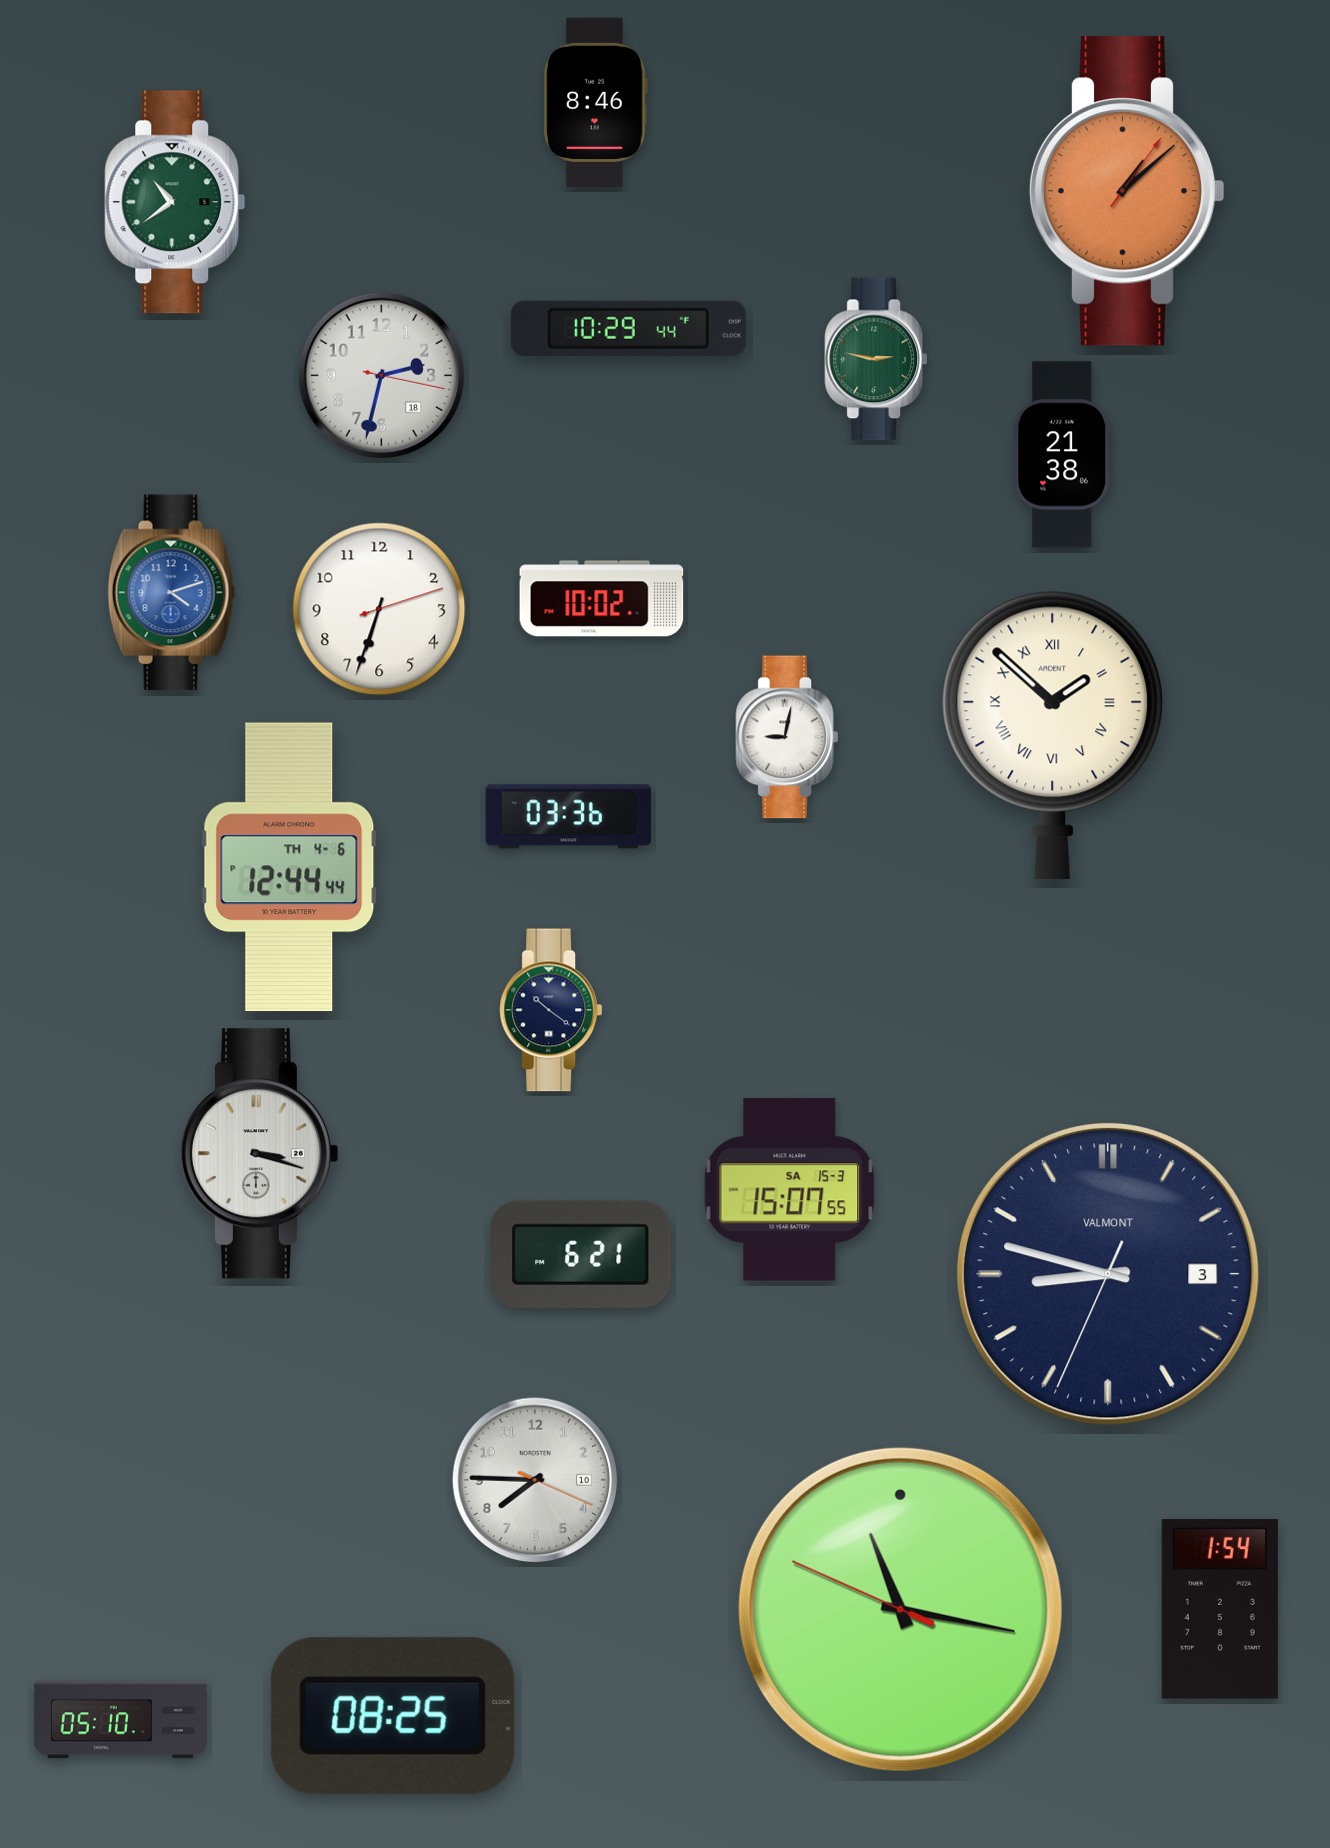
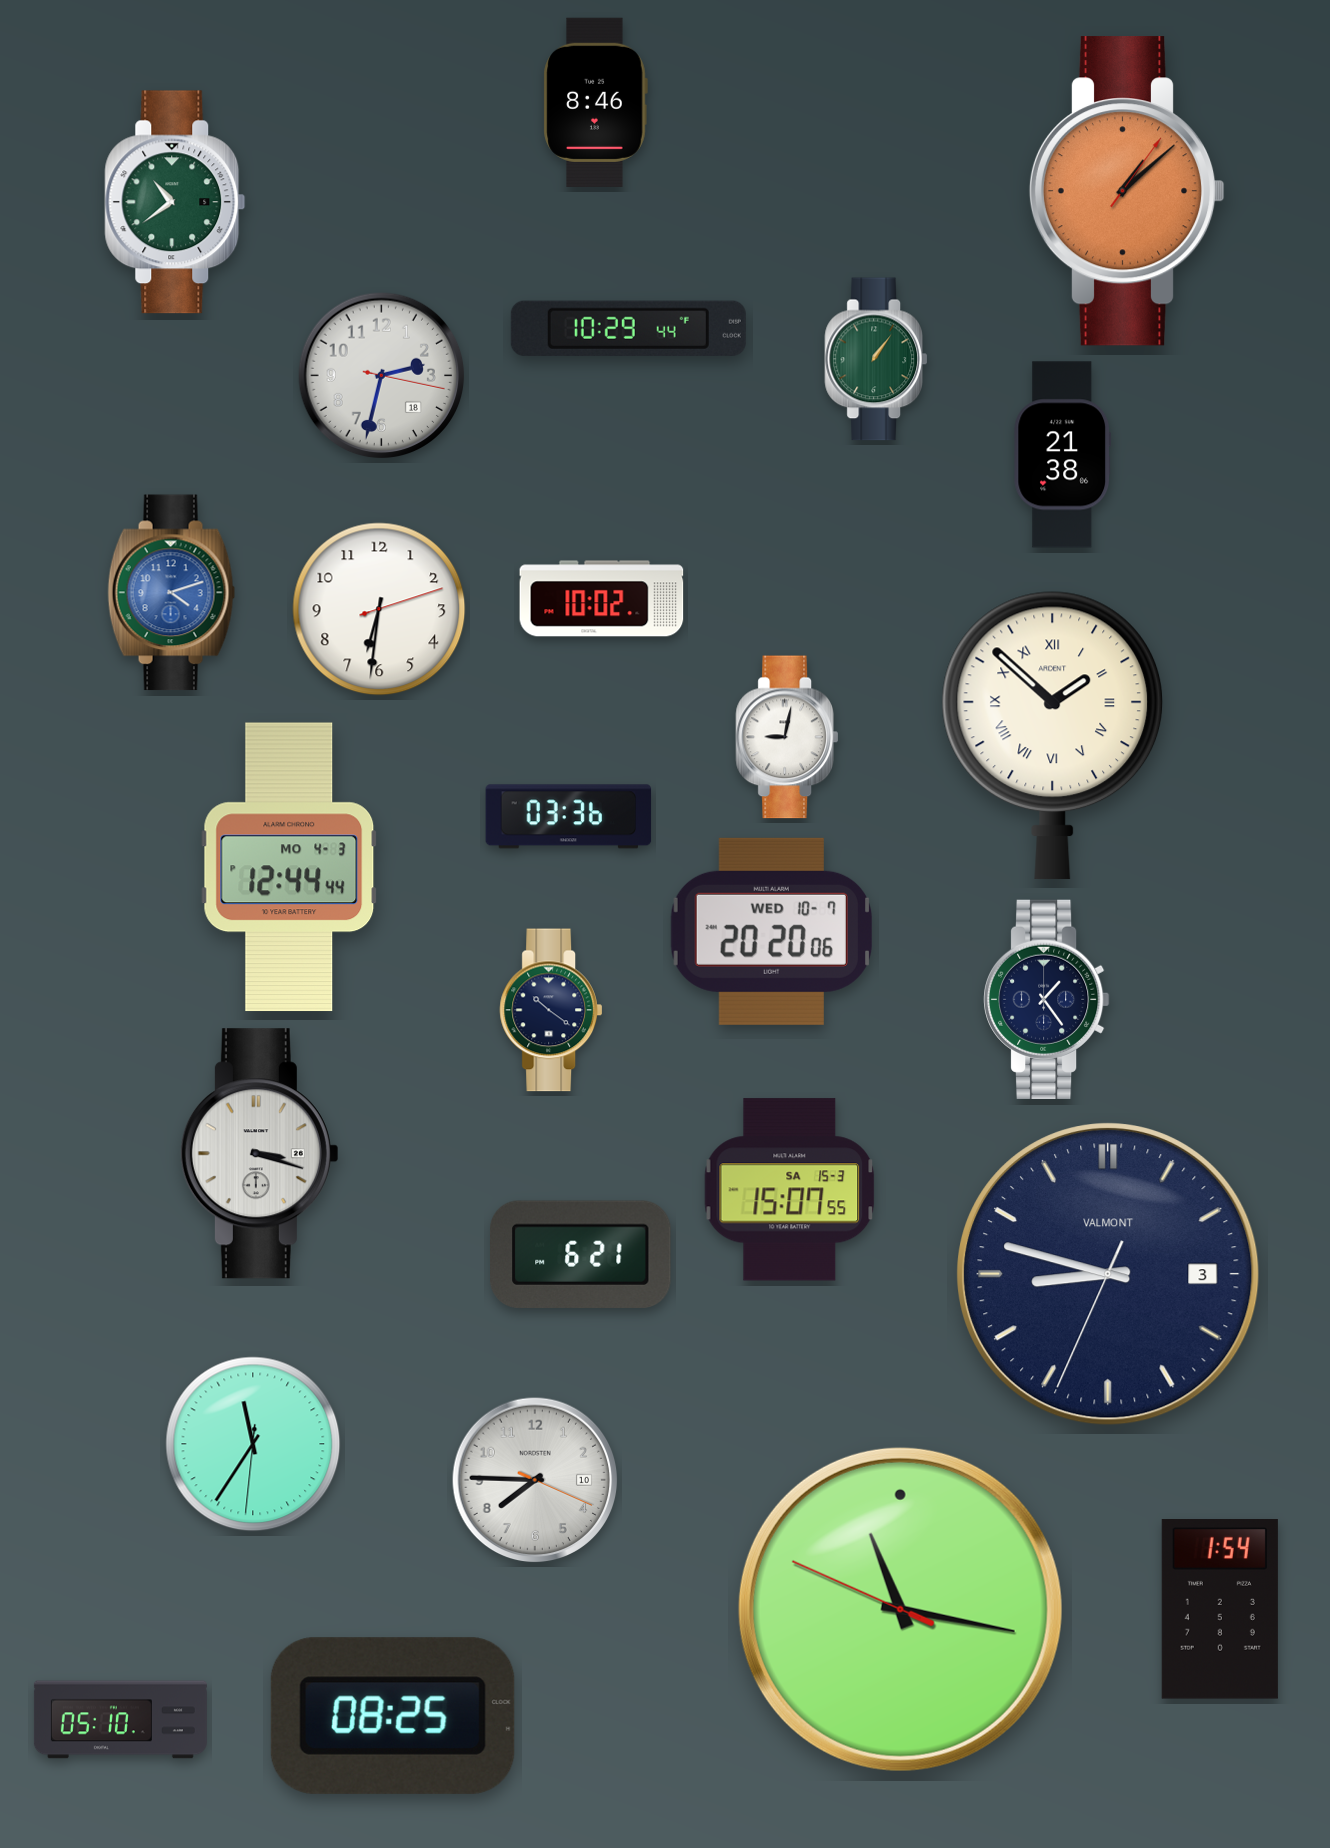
clock at (875, 359): 2:47 -> 1:06
clock at (379, 609): 6:33 -> 6:31
clock at (289, 867) date: TH 4-6 -> MO 4-3
clock at (771, 931): none -> 20:20
clock at (1047, 999): none -> 1:24
clock at (253, 1444): none -> 11:35
